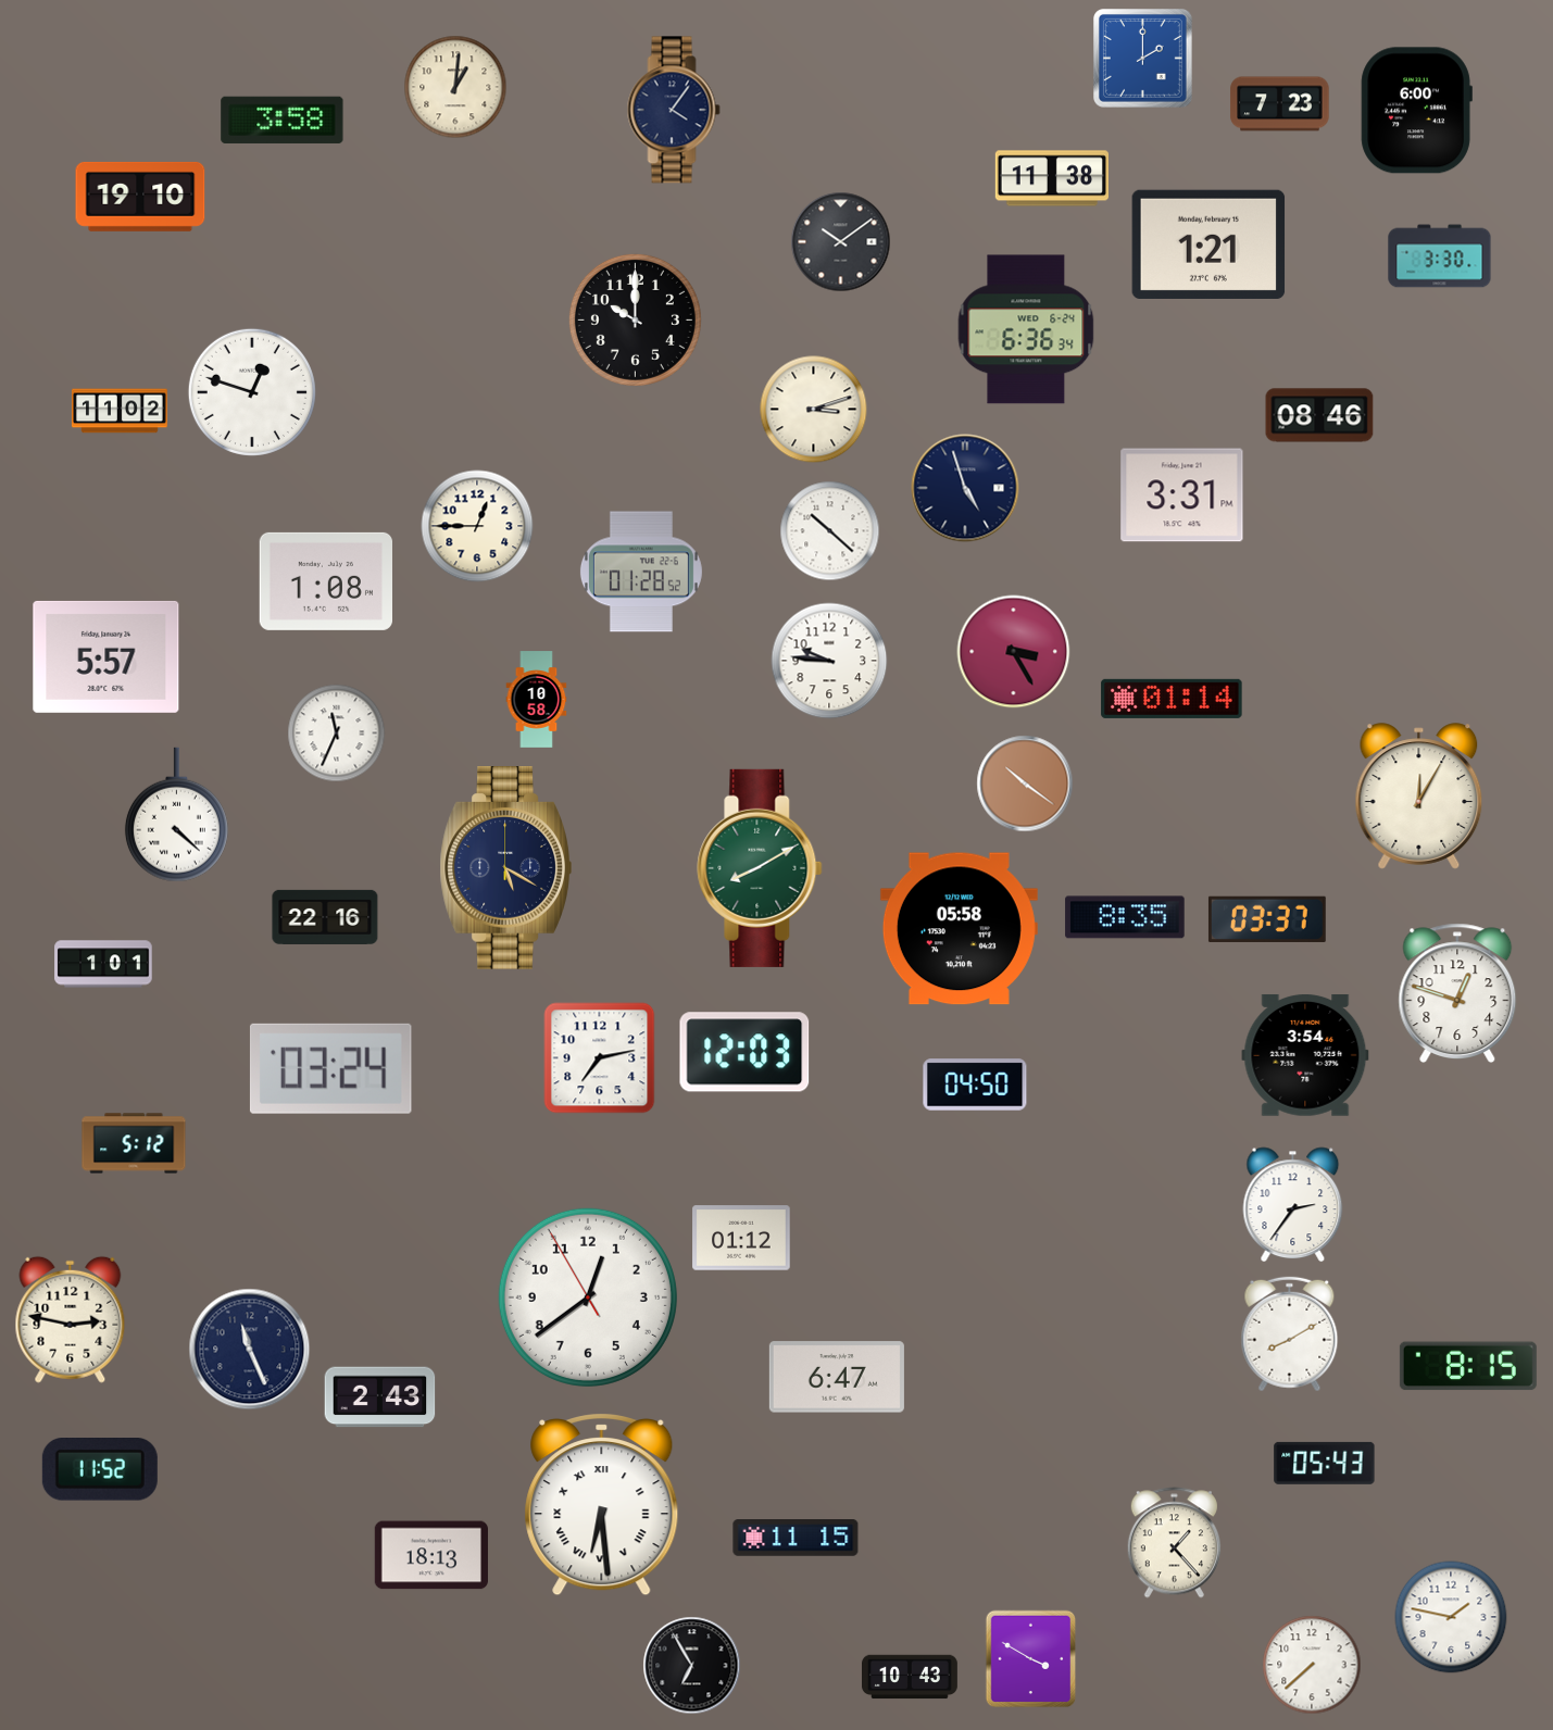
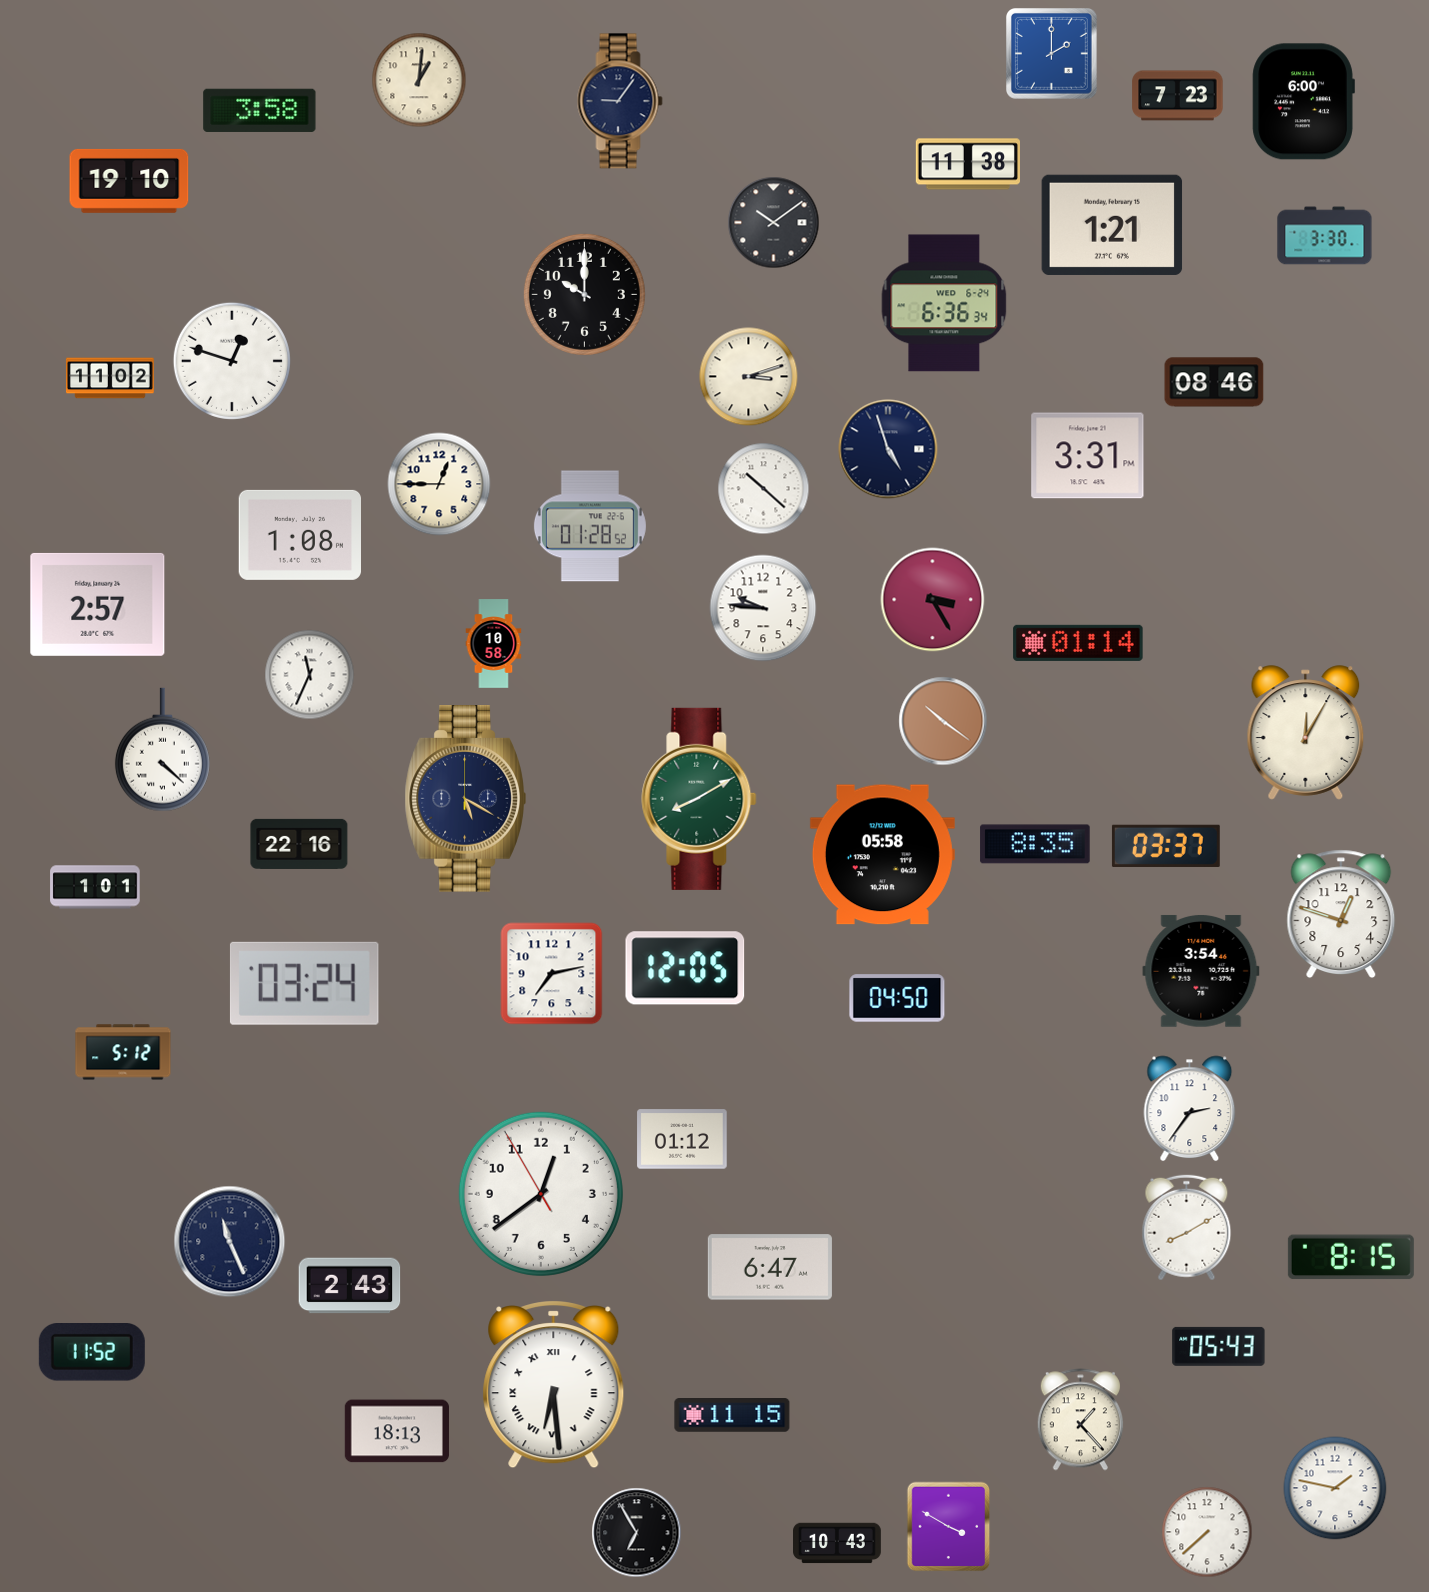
clock at (674, 110): 4:06 -> 9:06
clock at (107, 656): 5:57 -> 2:57
clock at (744, 1052): 12:03 -> 12:05
clock at (71, 1319): 2:47 -> none
